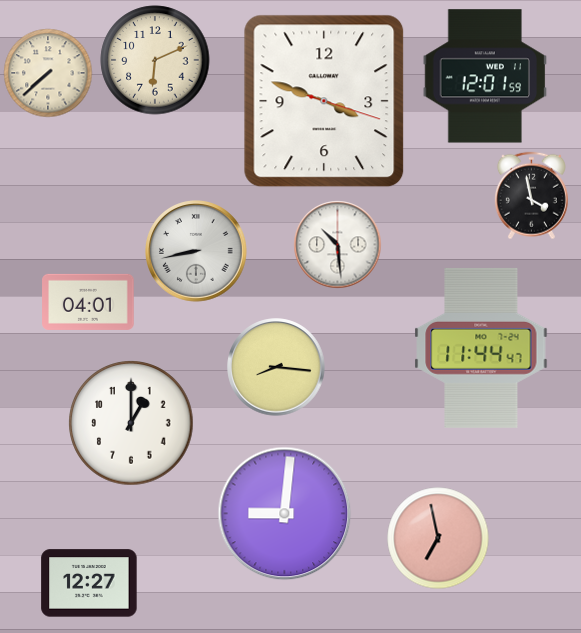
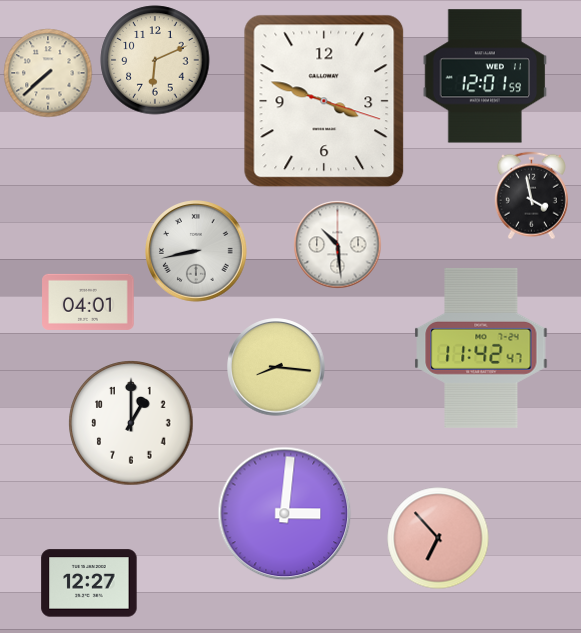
clock at (481, 348): 11:44 -> 11:42
clock at (285, 514): 9:01 -> 3:01
clock at (438, 538): 6:58 -> 6:53
